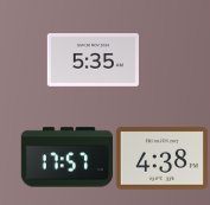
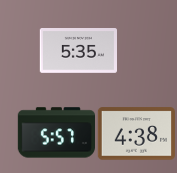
clock at (66, 158): 17:57 -> 5:57
